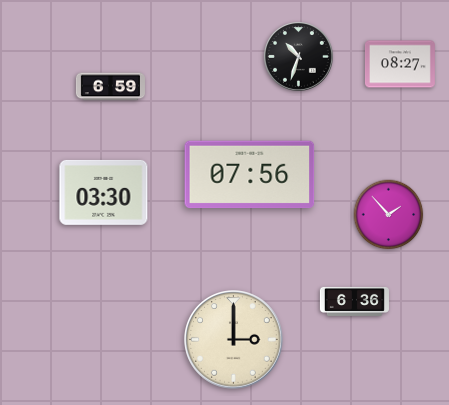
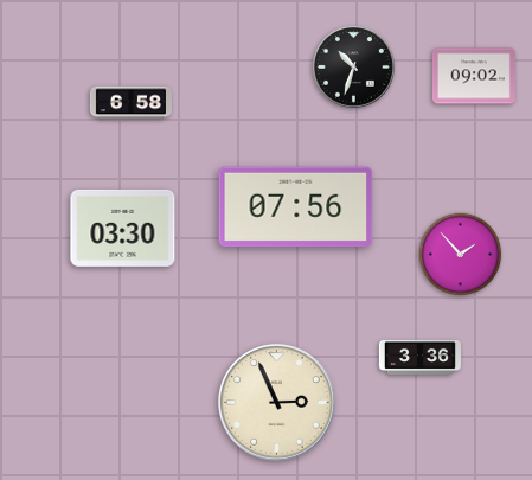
clock at (400, 64): 08:27 -> 09:02
clock at (110, 87): 6:59 -> 6:58
clock at (354, 301): 6:36 -> 3:36
clock at (234, 340): 3:00 -> 2:56
